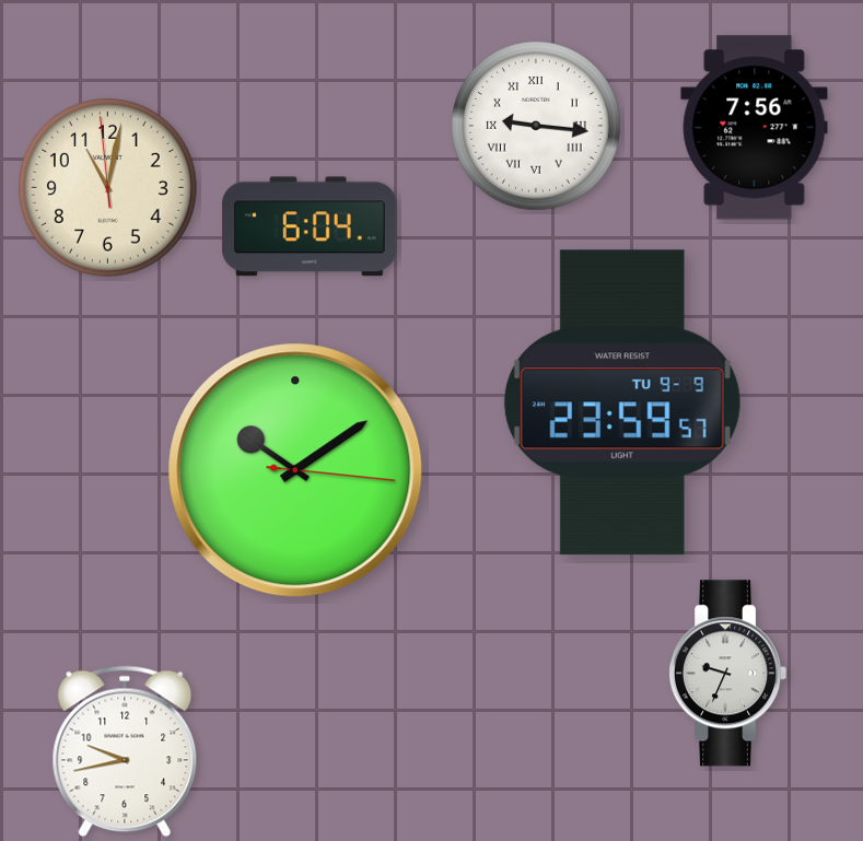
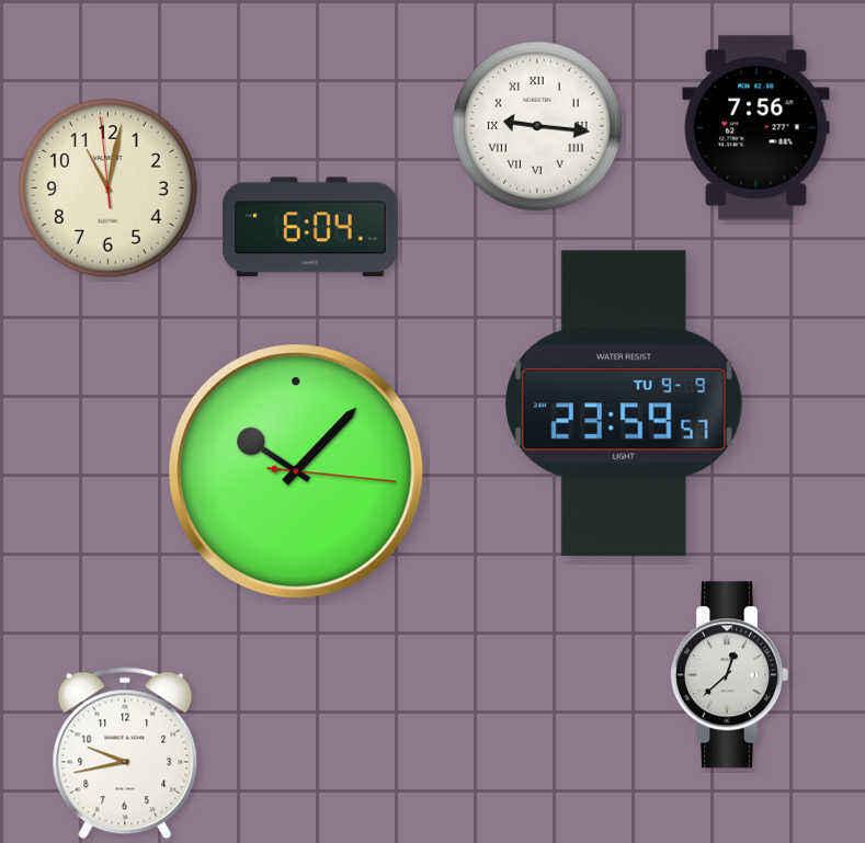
clock at (295, 470): 10:09 -> 10:07
clock at (727, 674): 9:34 -> 12:38
